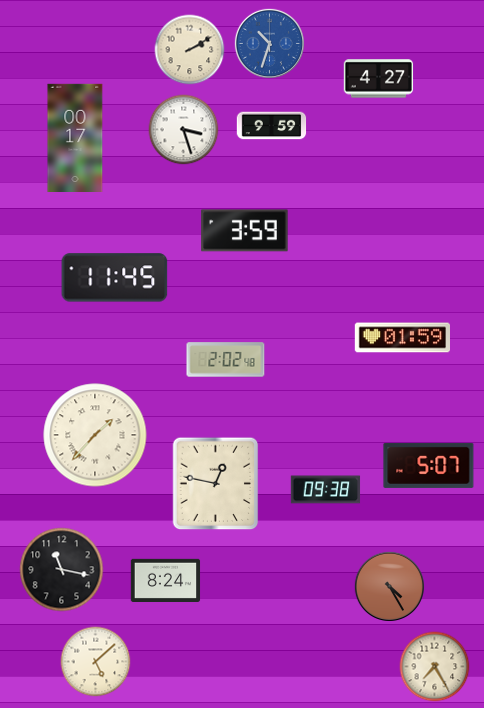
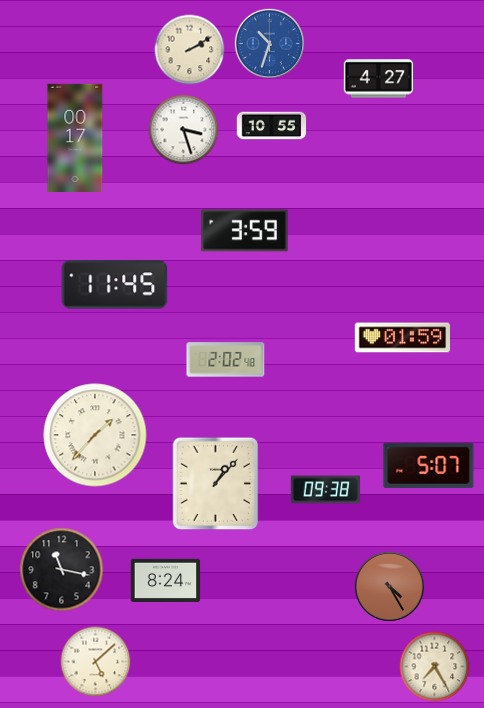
clock at (272, 126): 9:59 -> 10:55
clock at (115, 278) position: (115, 278) -> (115, 285)
clock at (216, 484): 12:47 -> 1:07
